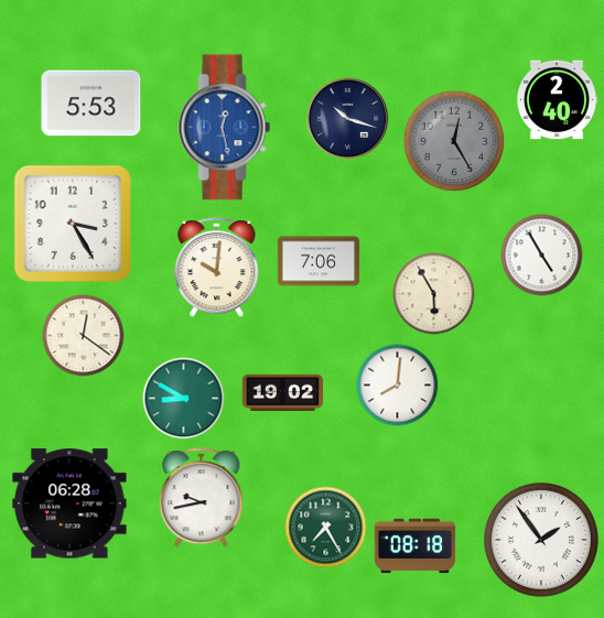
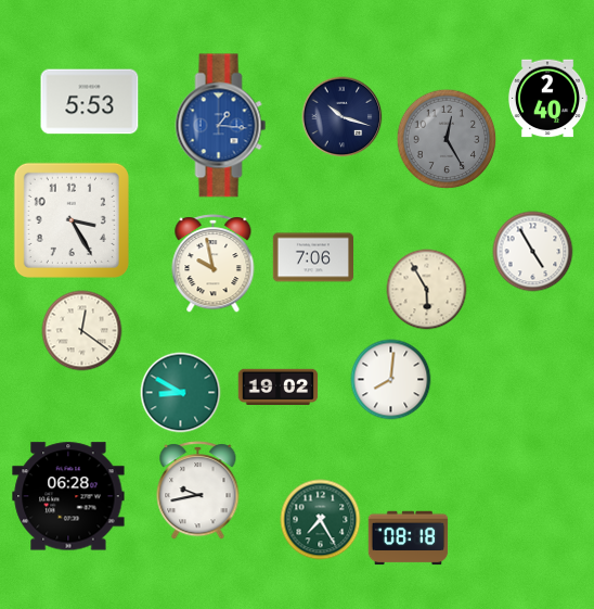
clock at (225, 128): 12:28 -> 1:16
clock at (217, 268): 10:01 -> 9:58
clock at (541, 540): 1:54 -> none
